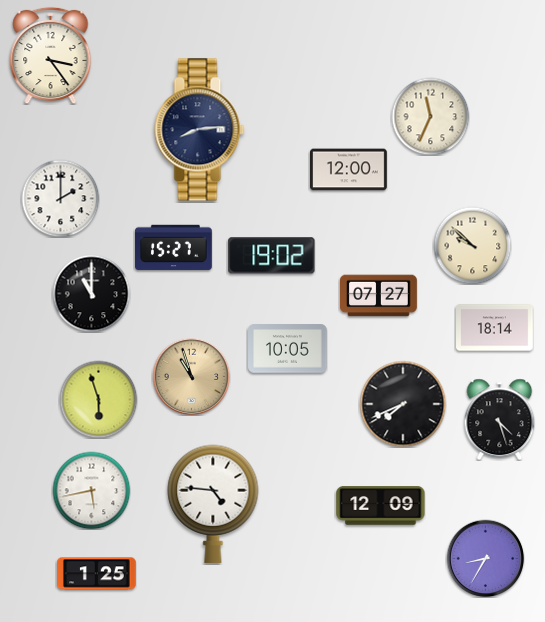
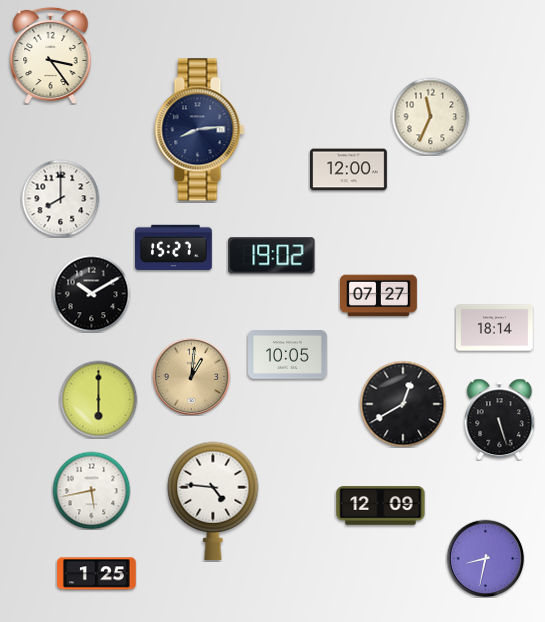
clock at (60, 198): 2:00 -> 8:00
clock at (472, 245): 9:52 -> none
clock at (91, 293): 11:00 -> 10:10
clock at (288, 349) position: (288, 349) -> (288, 355)
clock at (191, 376): 10:57 -> 1:01
clock at (98, 399): 5:57 -> 6:00
clock at (403, 404): 7:41 -> 12:40
clock at (500, 419): 4:27 -> 5:27
clock at (213, 504) position: (213, 504) -> (213, 501)
clock at (485, 558): 8:35 -> 8:32
